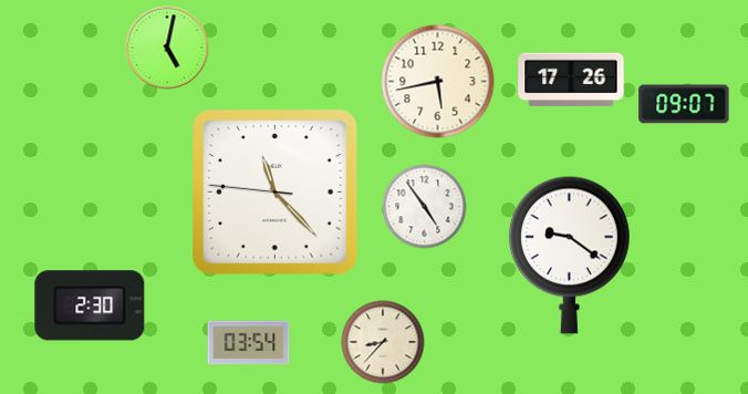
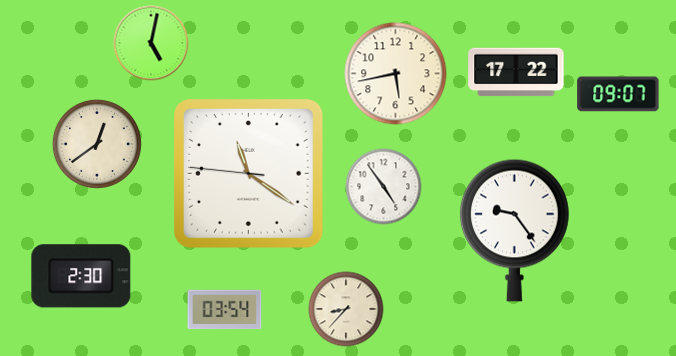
clock at (571, 80): 17:26 -> 17:22
clock at (97, 144): none -> 12:39
clock at (276, 193): 11:22 -> 11:20
clock at (569, 255): 9:21 -> 9:24
